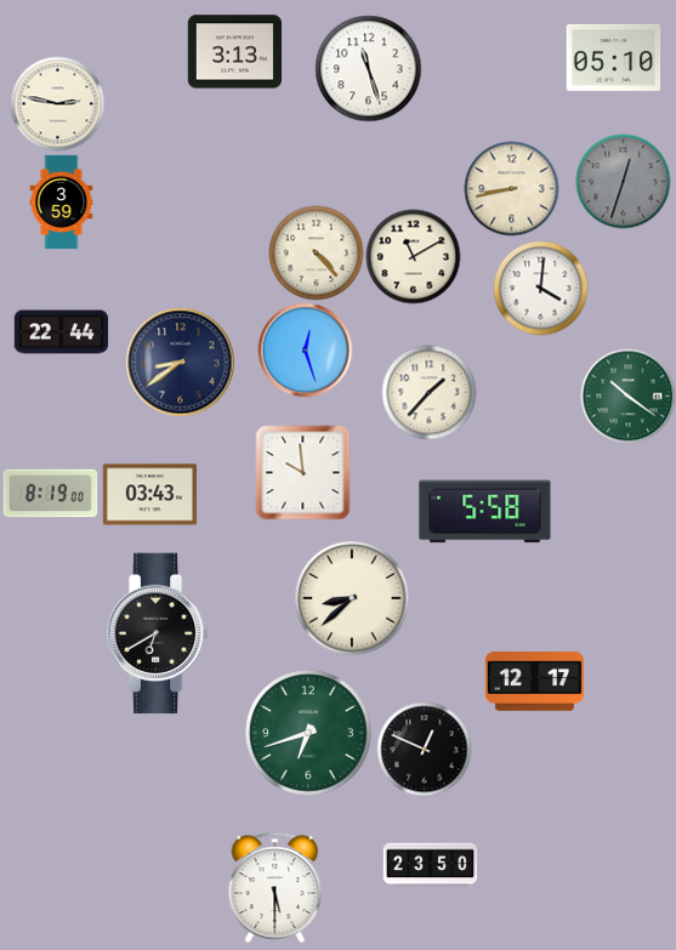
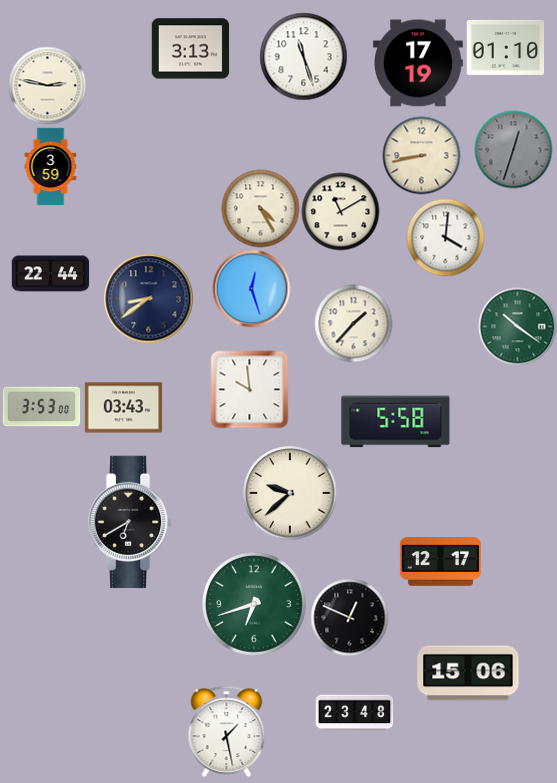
clock at (234, 52) position: (234, 52) -> (190, 49)
clock at (613, 57): 05:10 -> 01:10
clock at (419, 63): none -> 17:19
clock at (316, 252): 4:23 -> 4:25
clock at (50, 494): 8:19 -> 3:53
clock at (485, 512) position: (485, 512) -> (396, 422)
clock at (352, 598): 8:38 -> 9:38
clock at (468, 673): none -> 15:06
clock at (430, 865): 23:50 -> 23:48
clock at (275, 887): 5:30 -> 1:28
